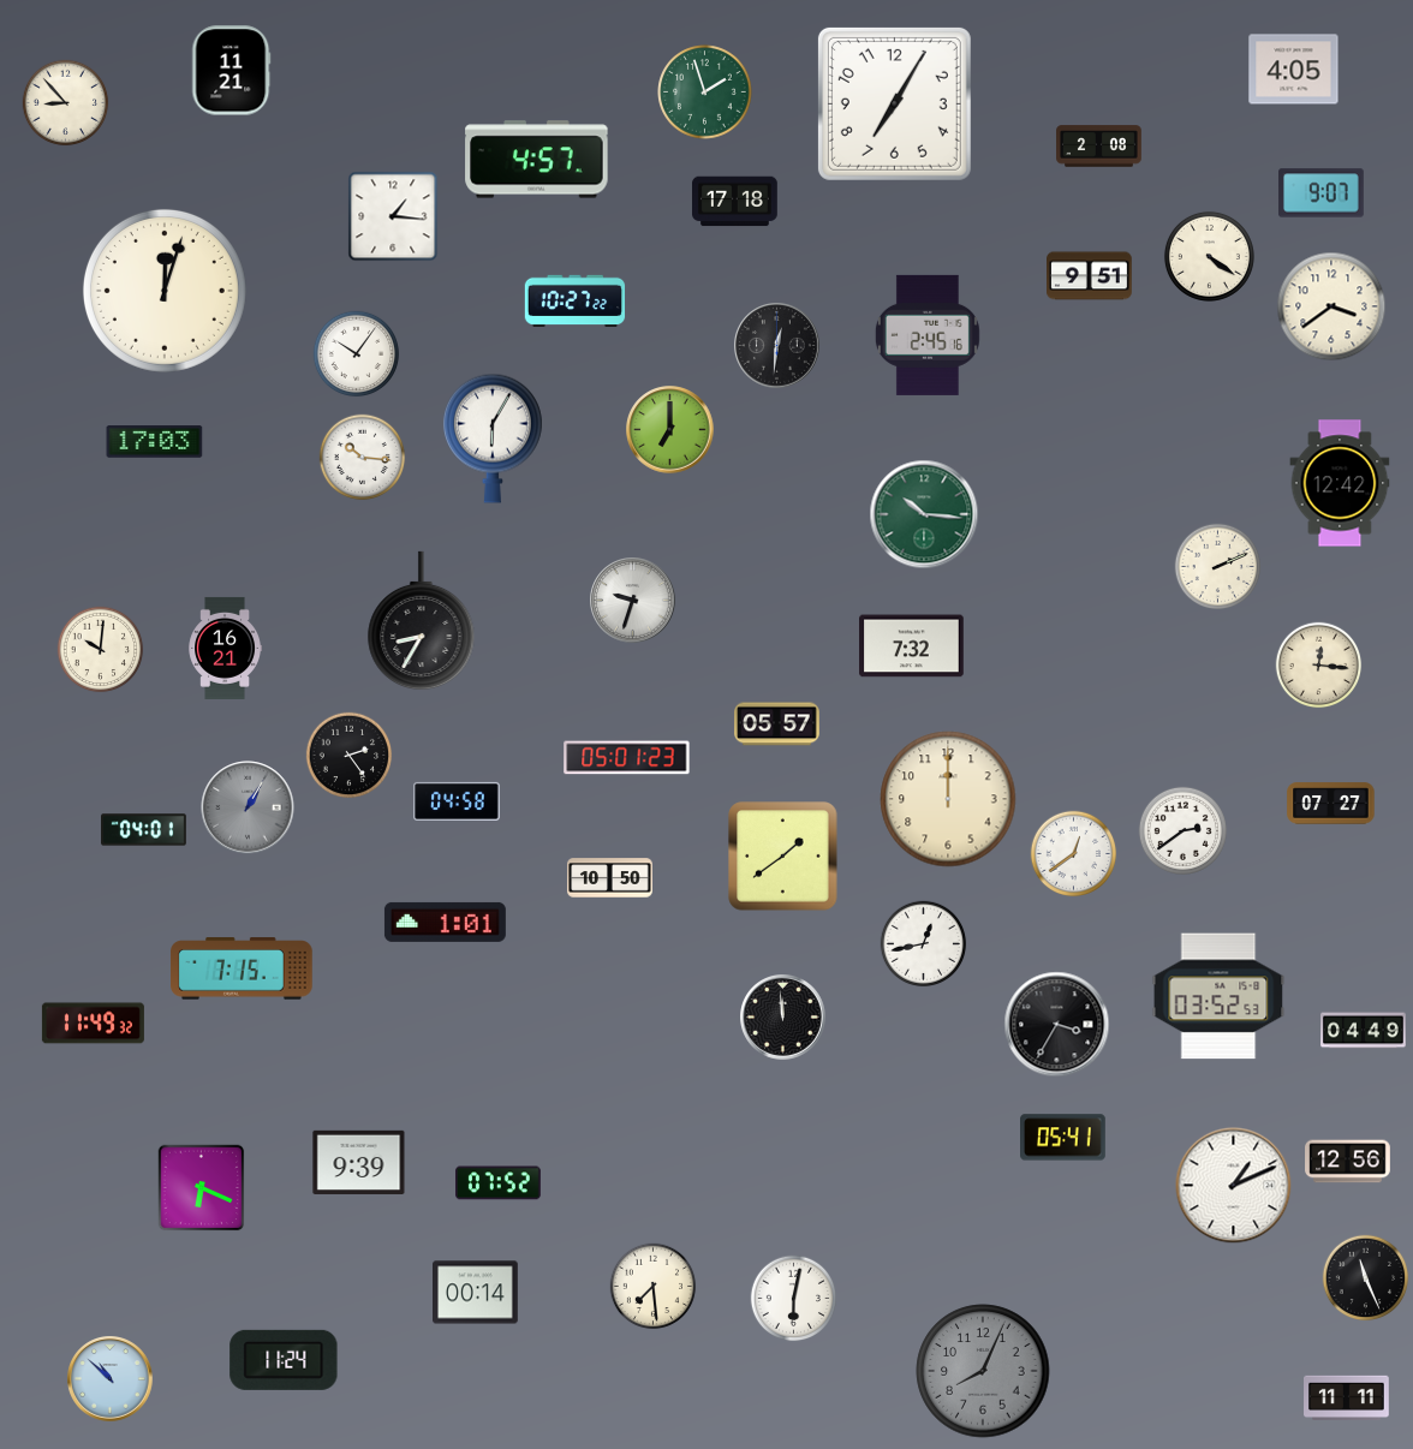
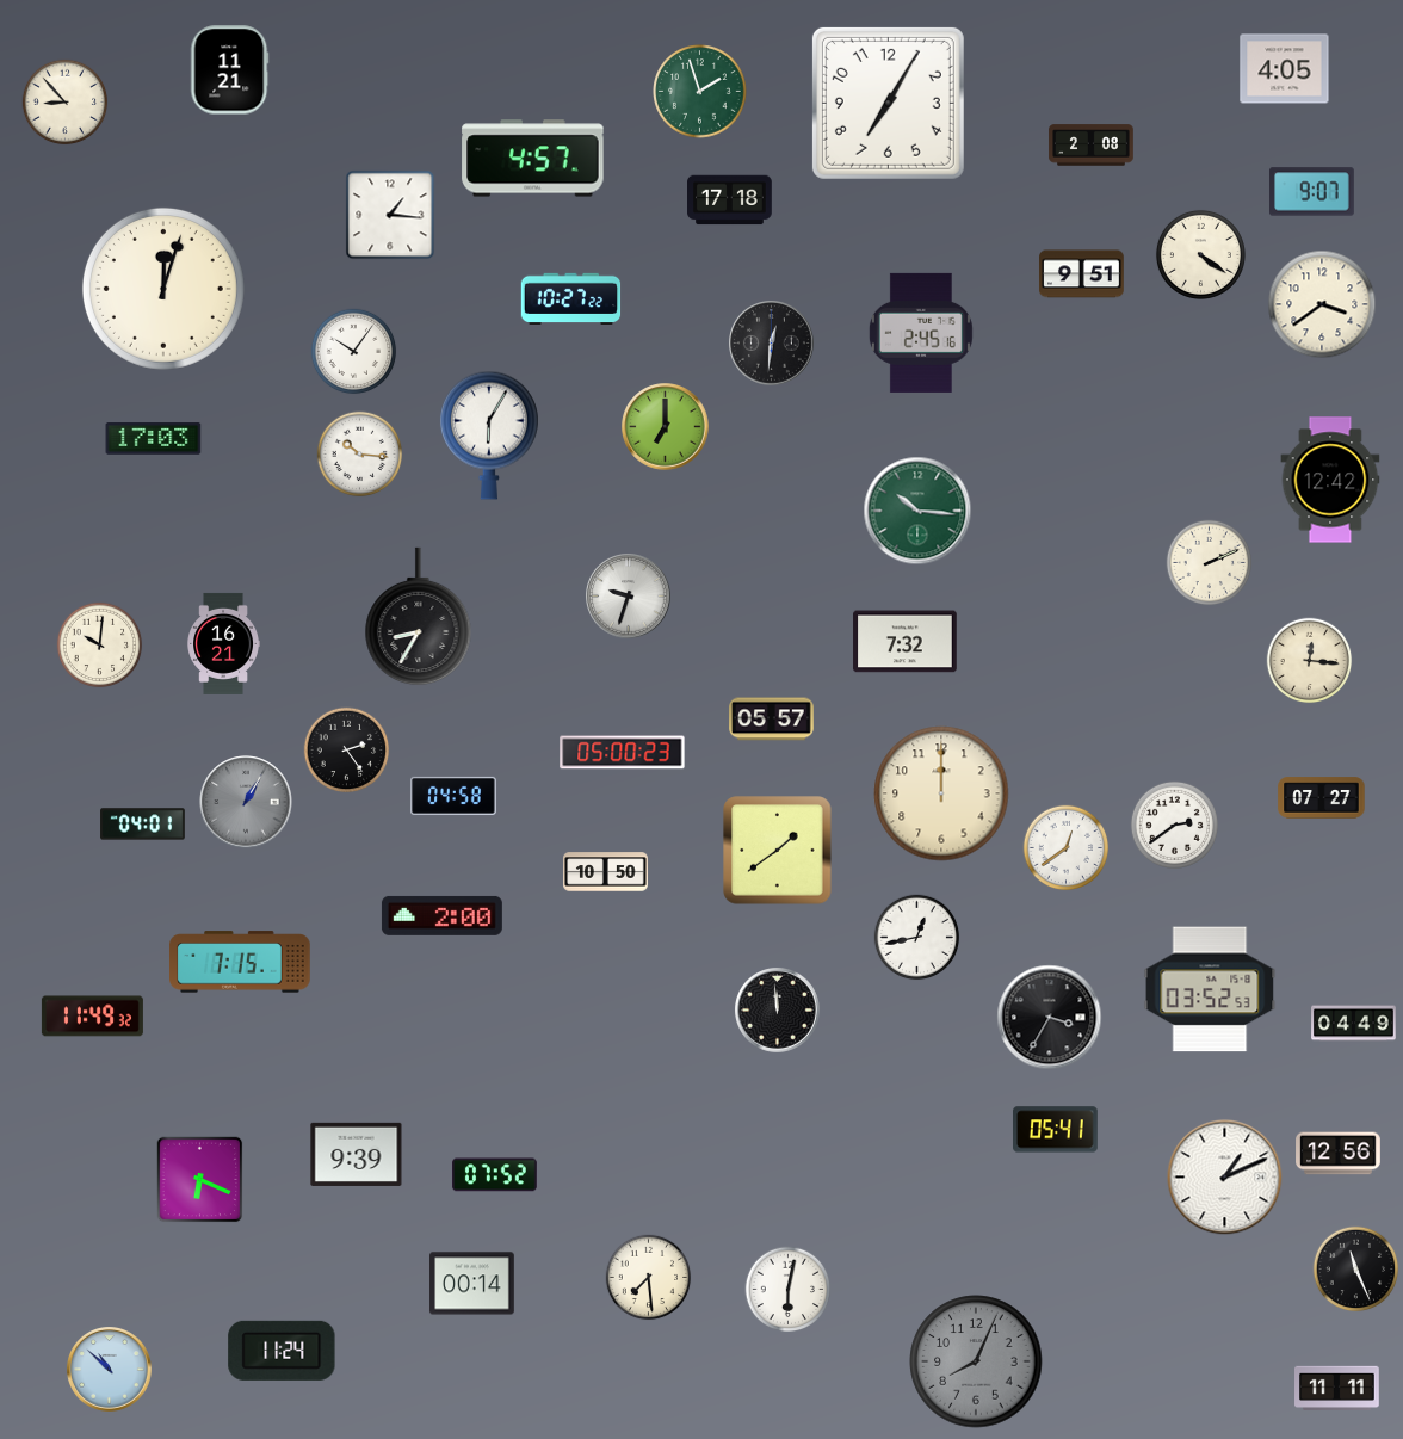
clock at (627, 758): 05:01 -> 05:00
clock at (445, 922): 1:01 -> 2:00
